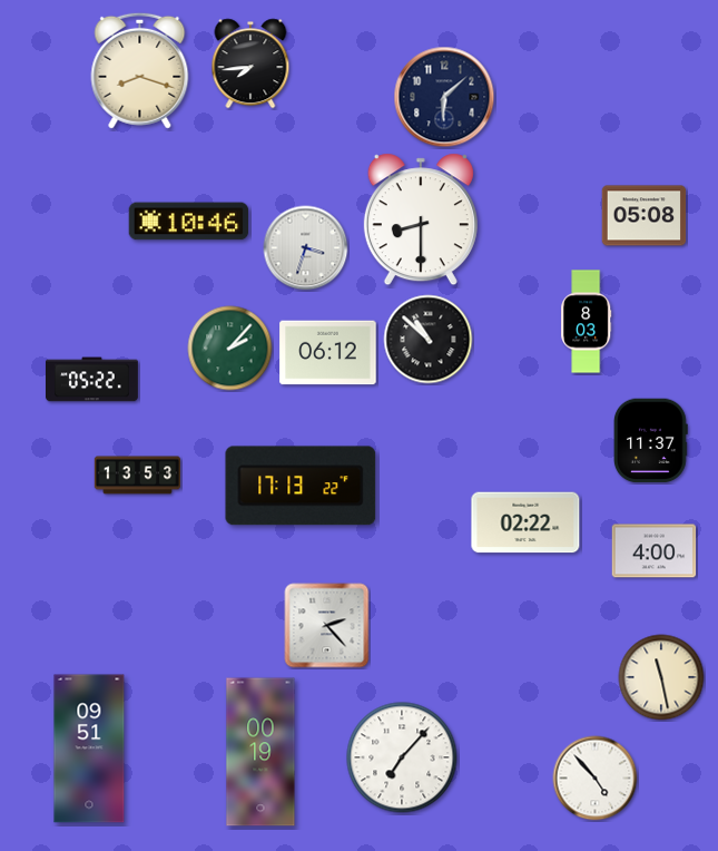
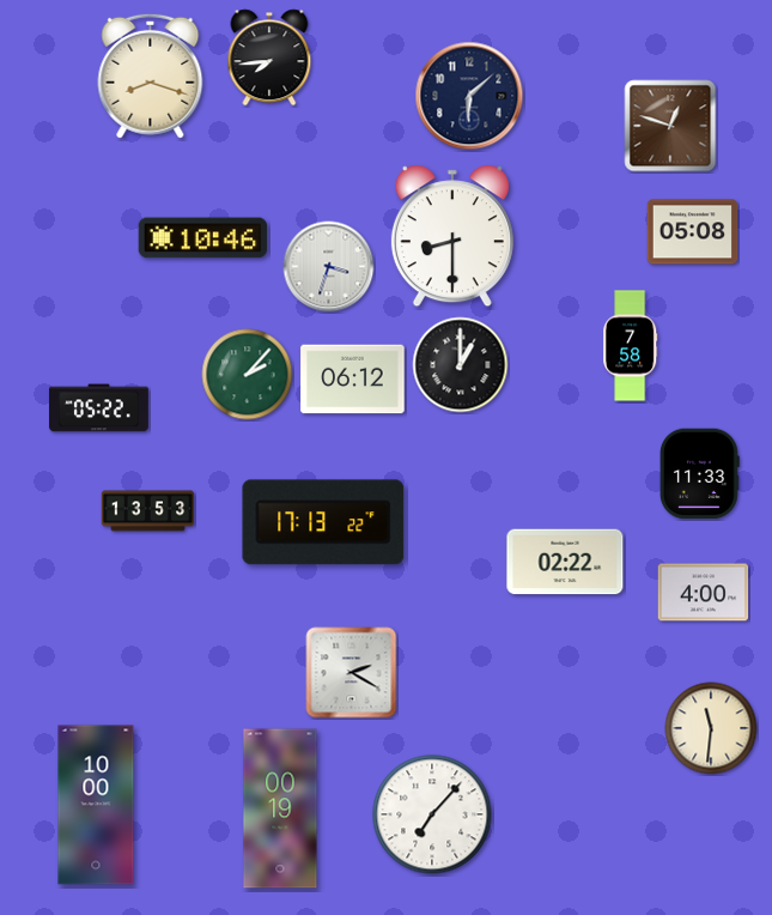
clock at (250, 63) position: (250, 63) -> (269, 57)
clock at (444, 97) position: (444, 97) -> (469, 96)
clock at (670, 126): none -> 12:48
clock at (587, 322): 8:03 -> 7:58
clock at (429, 340): 10:52 -> 1:00
clock at (650, 441): 11:37 -> 11:33
clock at (327, 626): 2:23 -> 2:20
clock at (661, 677): 11:28 -> 11:31
clock at (89, 749): 09:51 -> 10:00
clock at (596, 779): 4:53 -> none
